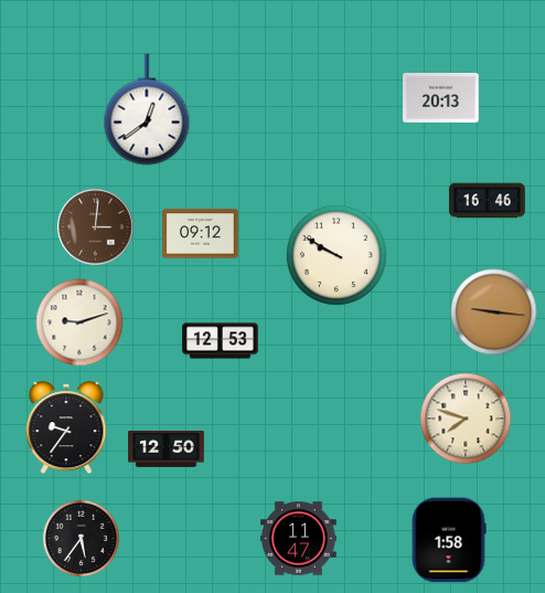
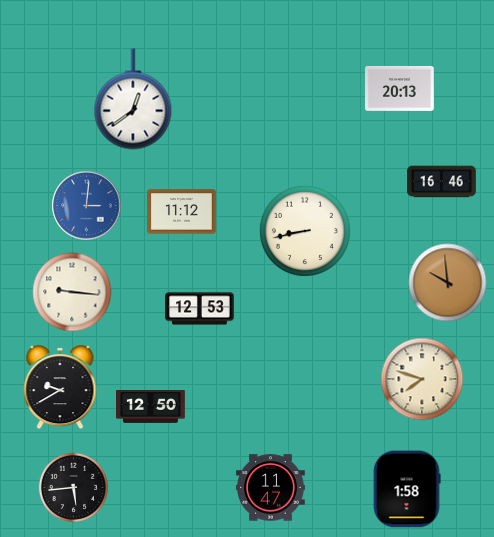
clock at (96, 227) dial: brown -> blue
clock at (201, 234): 09:12 -> 11:12
clock at (336, 255): 9:50 -> 8:43
clock at (494, 313): 9:16 -> 9:59
clock at (79, 322): 9:12 -> 9:16
clock at (66, 428): 9:36 -> 9:40
clock at (81, 538): 5:36 -> 5:44
